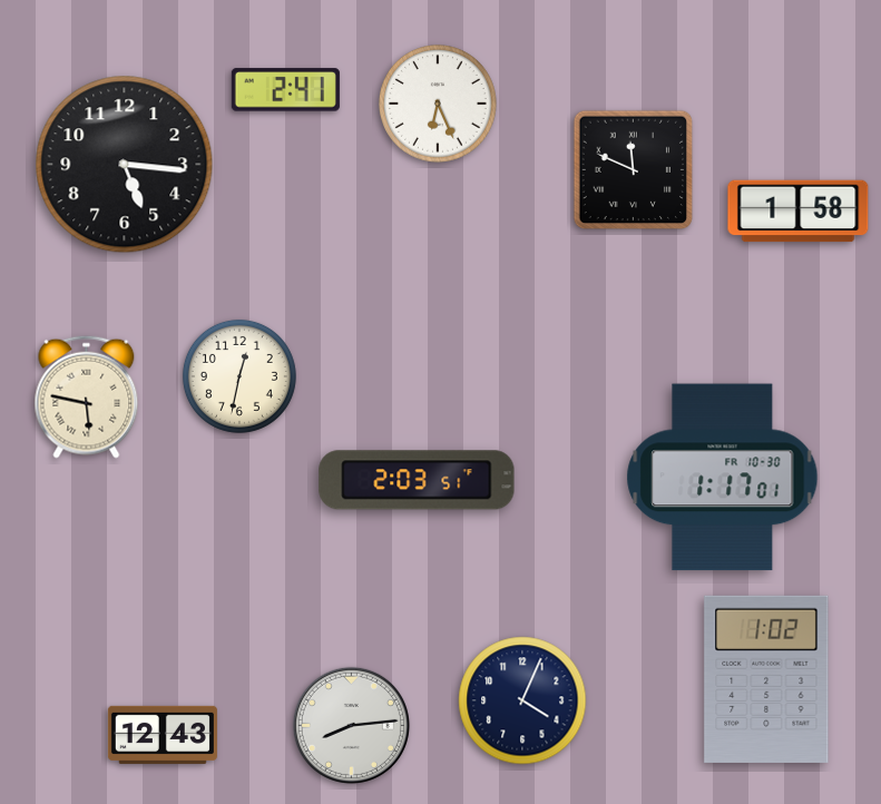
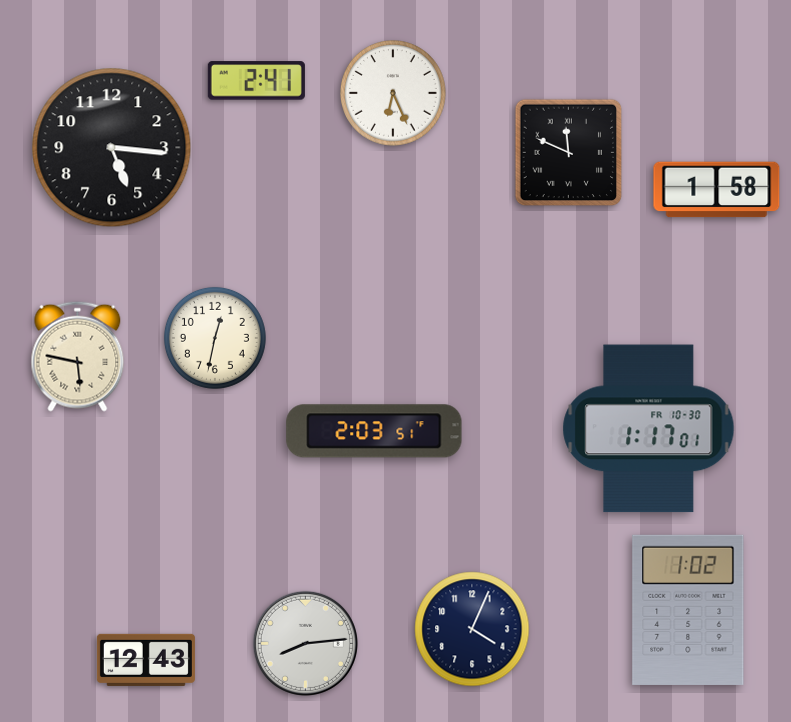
clock at (522, 700) position: (522, 700) -> (472, 629)
clock at (351, 725) position: (351, 725) -> (305, 643)
